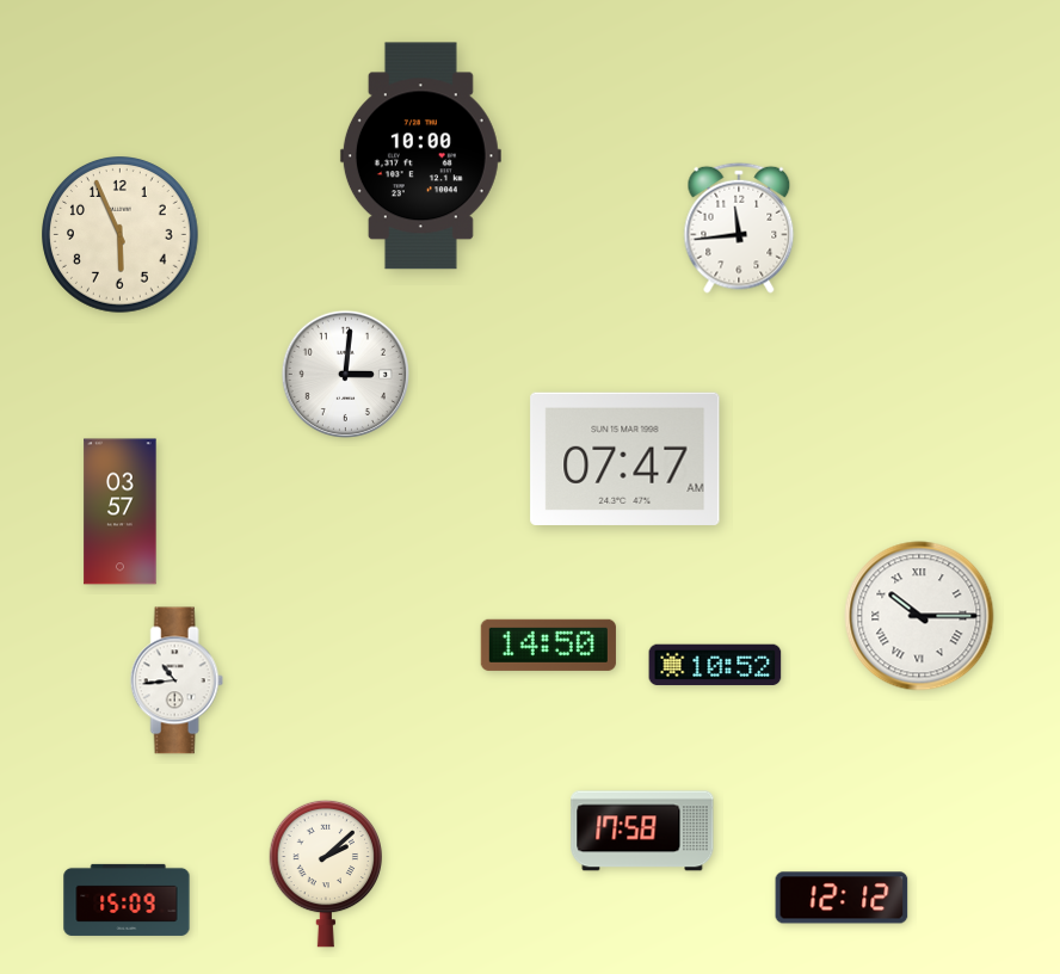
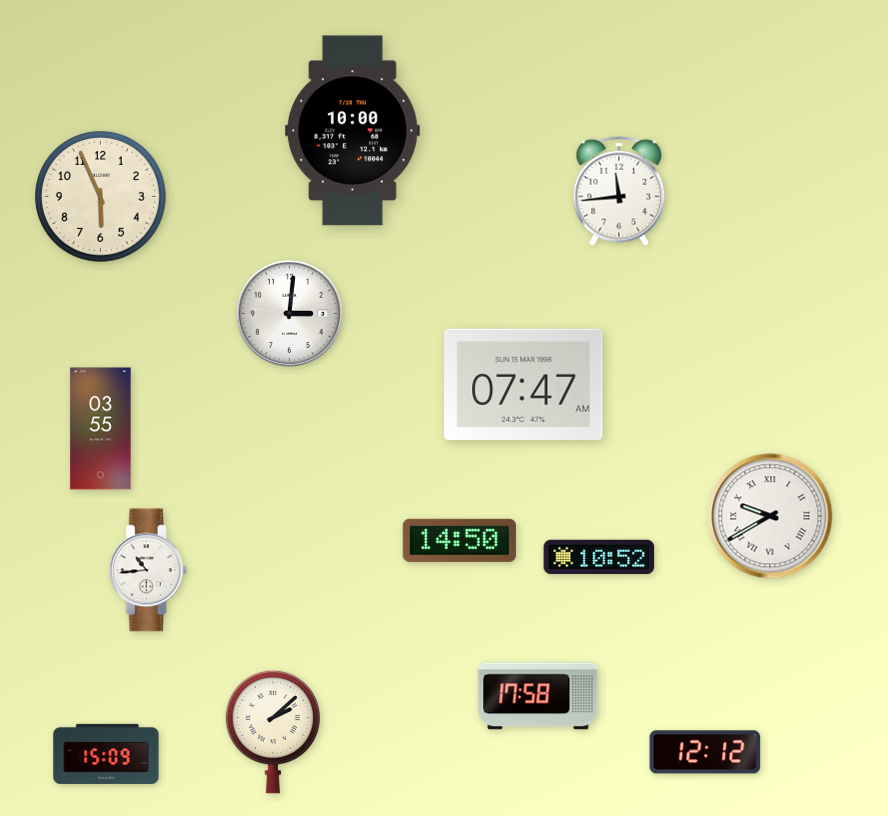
clock at (121, 512): 03:57 -> 03:55
clock at (919, 616): 10:15 -> 9:40
